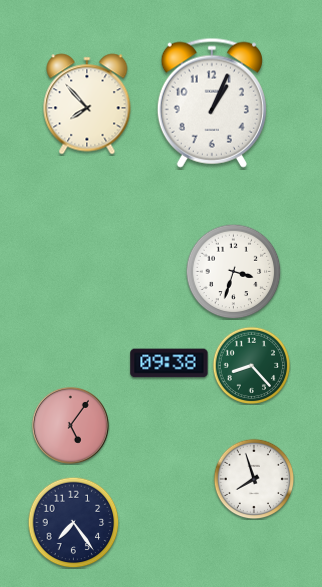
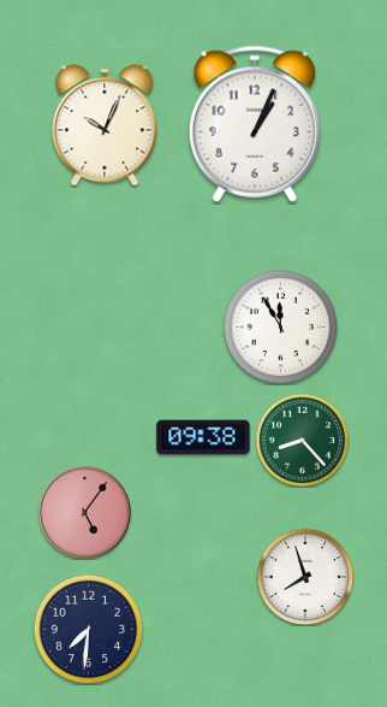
clock at (87, 104): 7:53 -> 10:04
clock at (233, 271): 3:33 -> 11:55
clock at (73, 522): 7:24 -> 7:31
